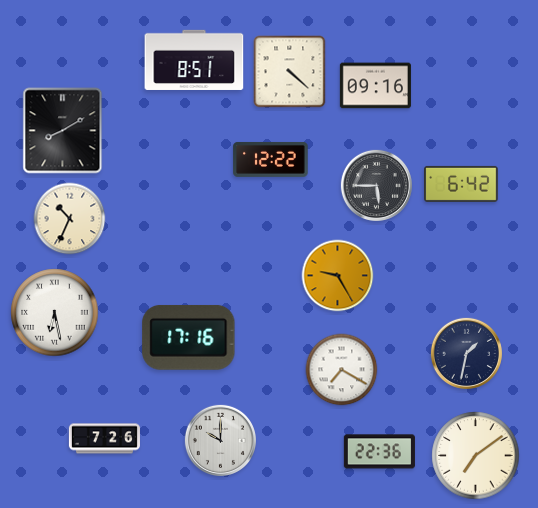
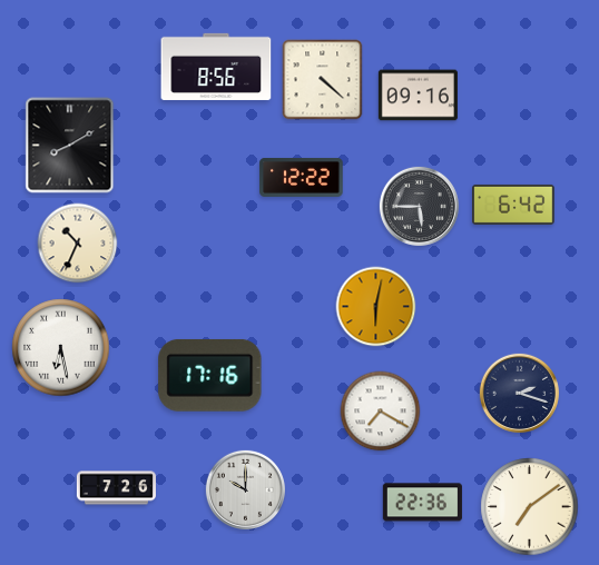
clock at (194, 60): 8:51 -> 8:56
clock at (338, 276): 9:25 -> 6:02
clock at (466, 353): 1:32 -> 2:18
